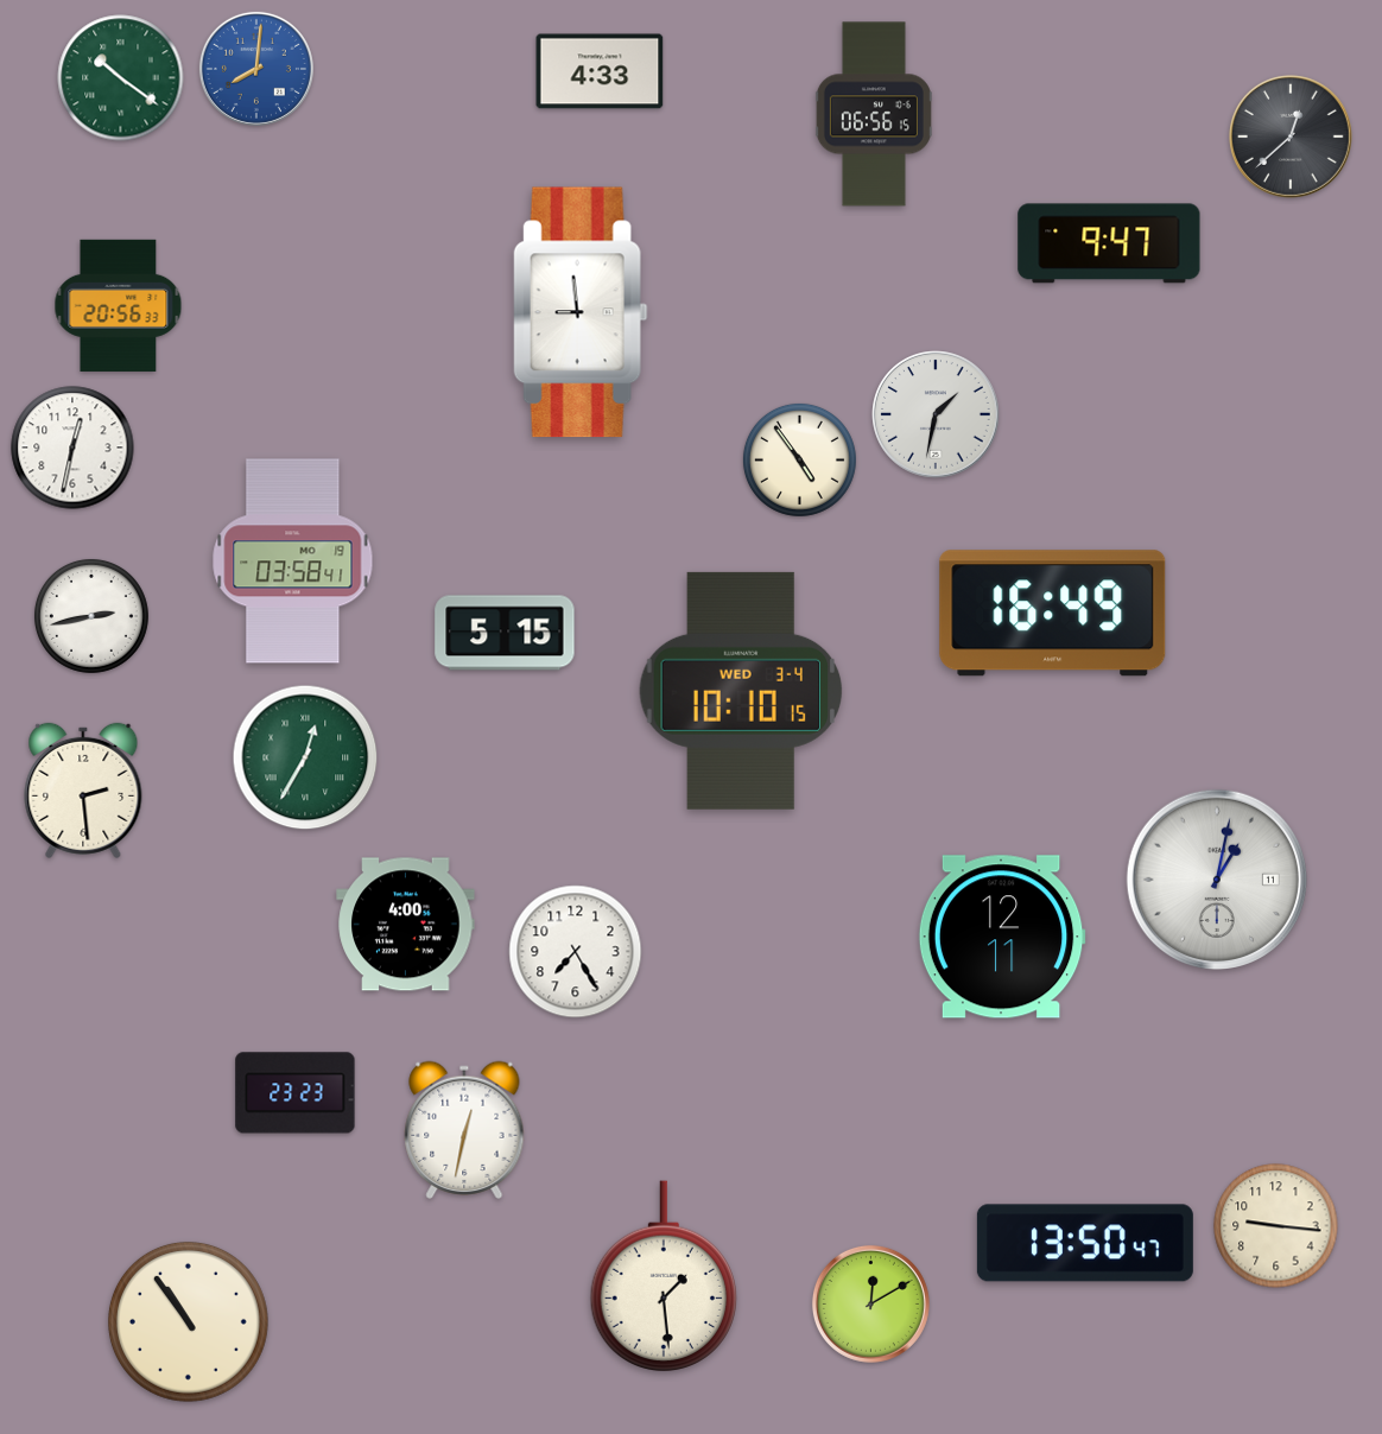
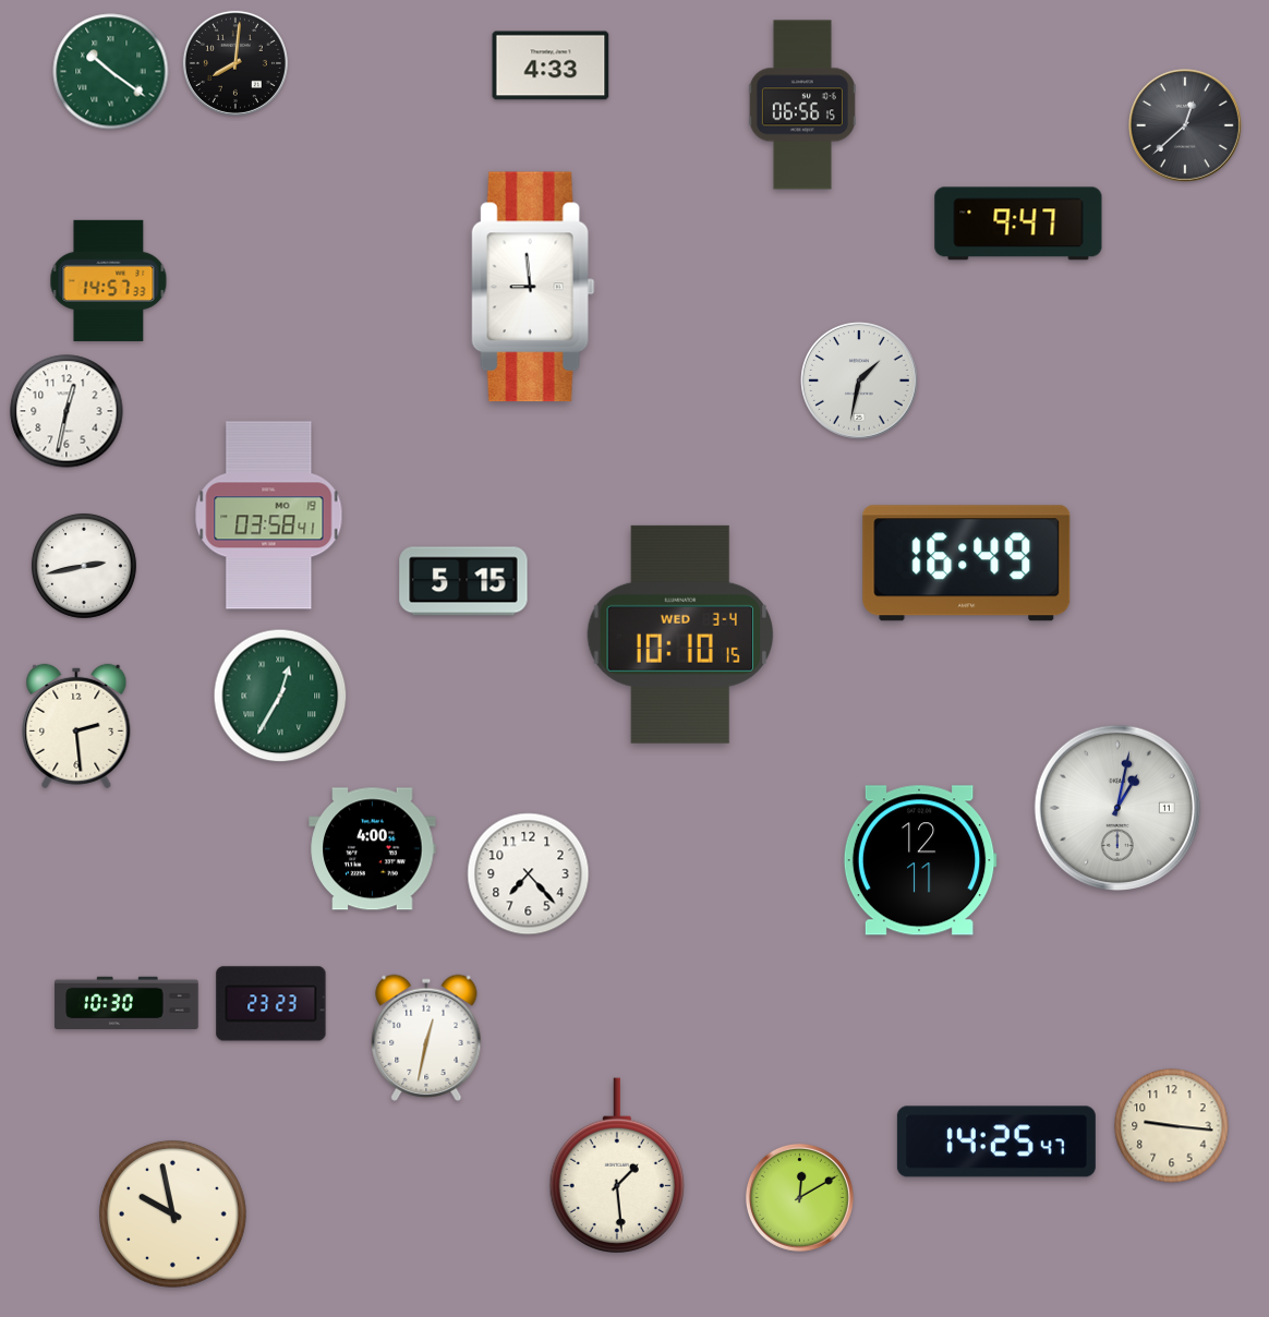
clock at (256, 69) dial: blue -> black
clock at (119, 305): 20:56 -> 14:57
clock at (799, 459): 4:54 -> none
clock at (576, 952): 7:25 -> 7:23
clock at (126, 1002): none -> 10:30
clock at (1085, 1243): 13:50 -> 14:25
clock at (664, 1276) position: (664, 1276) -> (617, 1165)
clock at (188, 1321): 10:54 -> 9:58
